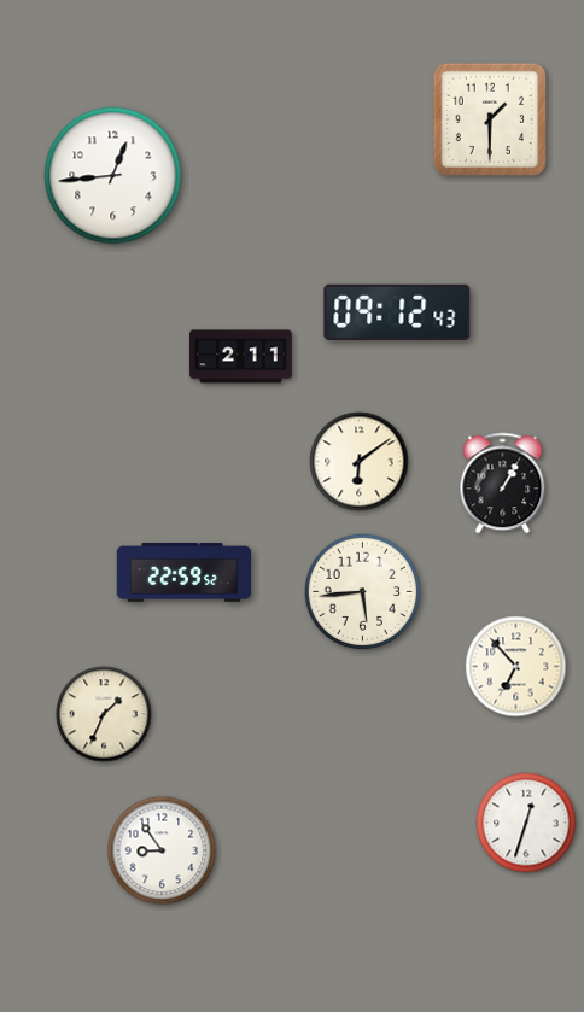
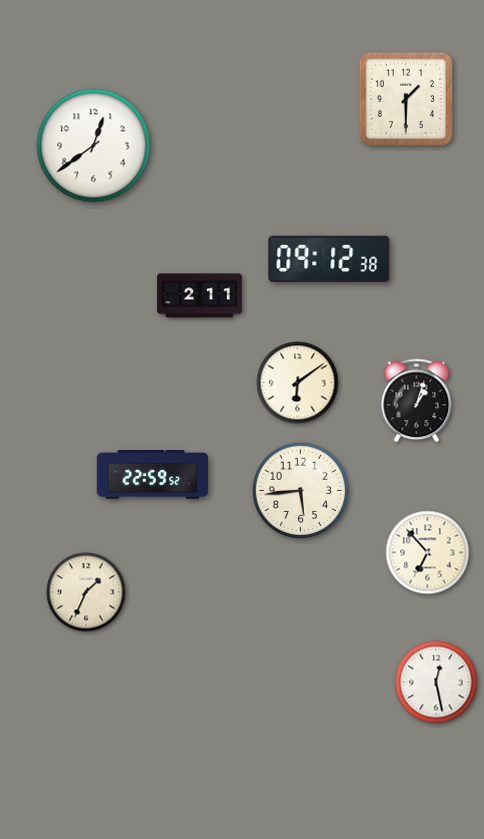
clock at (113, 176): 12:44 -> 12:39
clock at (397, 312): 09:12:43 -> 09:12:38
clock at (503, 484): 1:05 -> 1:03
clock at (526, 823): 12:33 -> 12:28
clock at (162, 850): 8:54 -> none
